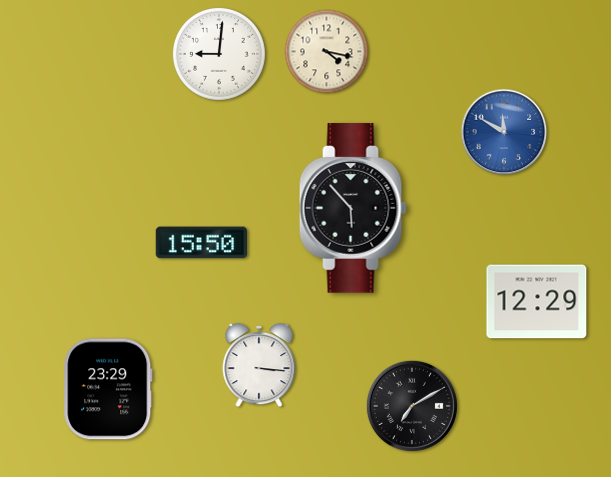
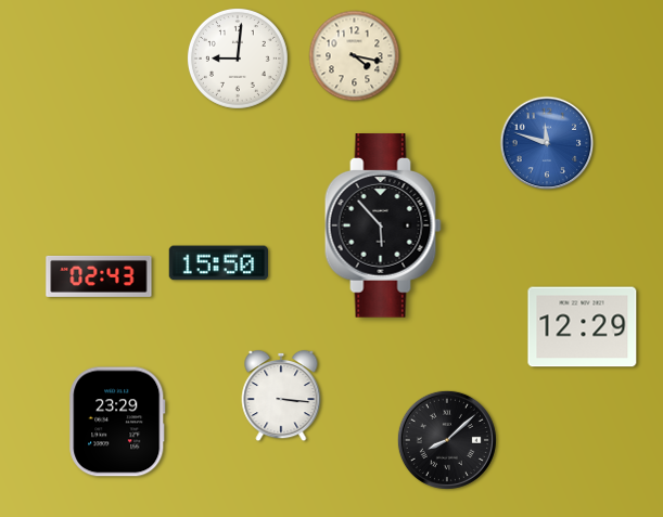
clock at (504, 132): 11:50 -> 11:48
clock at (99, 276): none -> 02:43
clock at (412, 406): 7:10 -> 8:08
